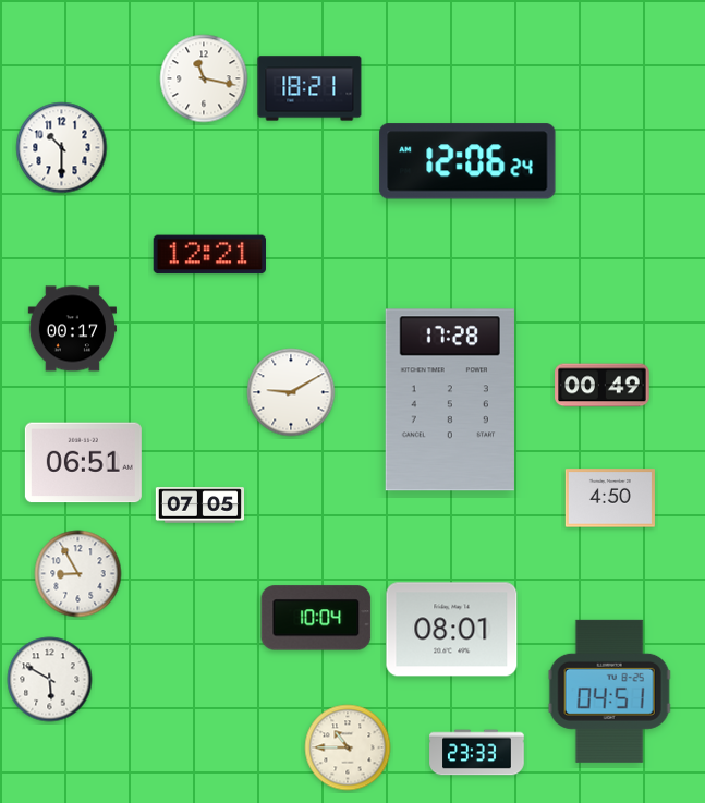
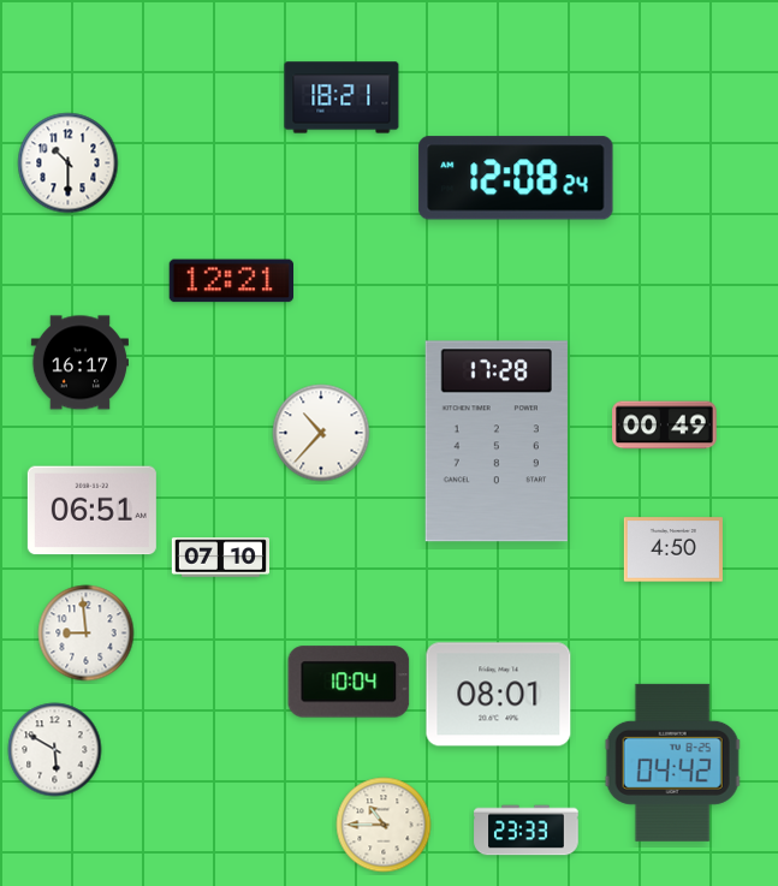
clock at (204, 78): 11:17 -> none
clock at (467, 161): 12:06 -> 12:08
clock at (72, 329): 00:17 -> 16:17
clock at (291, 392): 9:10 -> 10:37
clock at (199, 506): 07:05 -> 07:10
clock at (78, 574): 8:55 -> 8:59
clock at (609, 691): 04:51 -> 04:42
